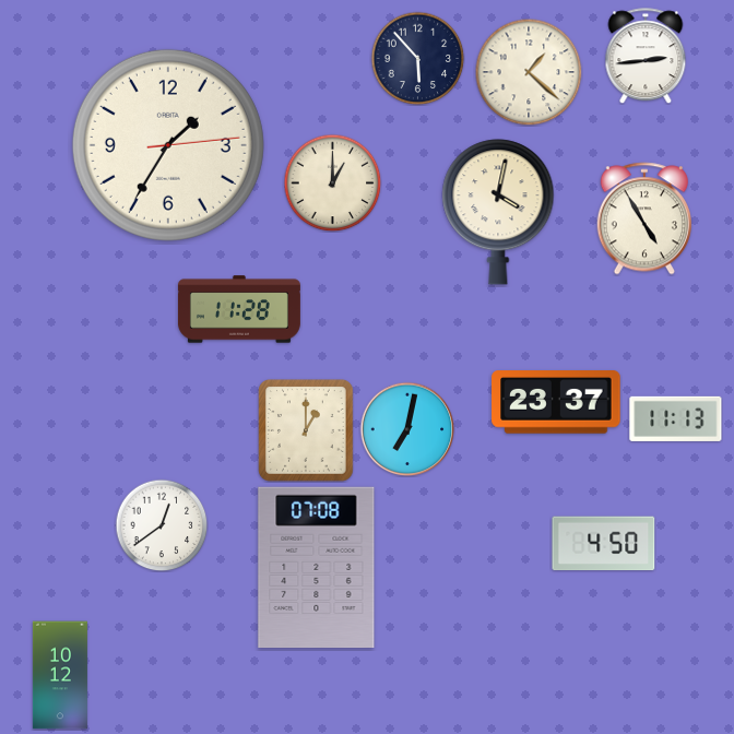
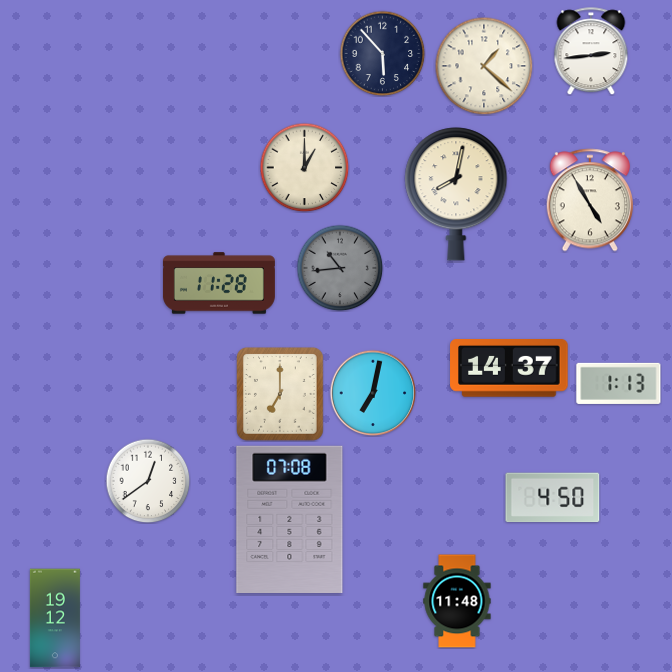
clock at (168, 145): 1:35 -> none
clock at (498, 212): 4:02 -> 8:02
clock at (340, 268): none -> 10:44
clock at (556, 403): 23:37 -> 14:37
clock at (676, 418): 11:13 -> 1:13
clock at (306, 430): 1:00 -> 7:00
clock at (457, 601): none -> 11:48
clock at (60, 675): 10:12 -> 19:12
